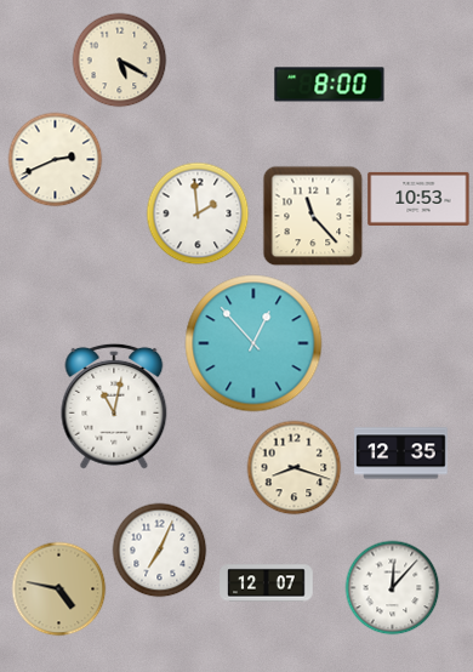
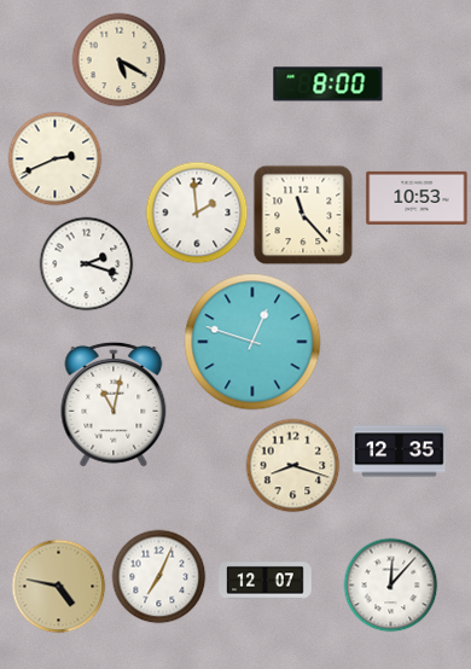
clock at (313, 216) position: (313, 216) -> (303, 215)
clock at (86, 263): none -> 2:18
clock at (253, 343): 12:53 -> 12:48
clock at (159, 549) position: (159, 549) -> (158, 576)
